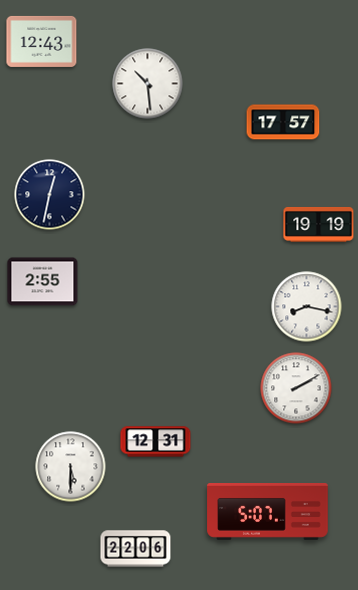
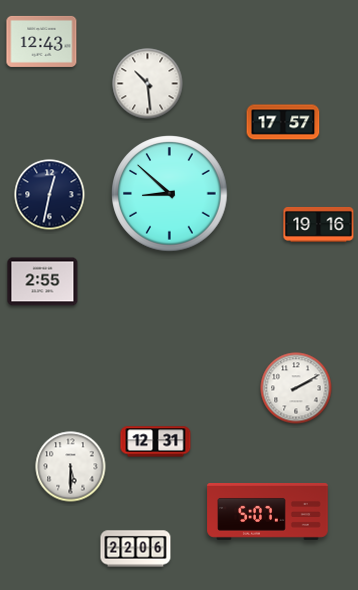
clock at (170, 194): none -> 8:52
clock at (319, 224): 19:19 -> 19:16
clock at (307, 307): 8:17 -> none
